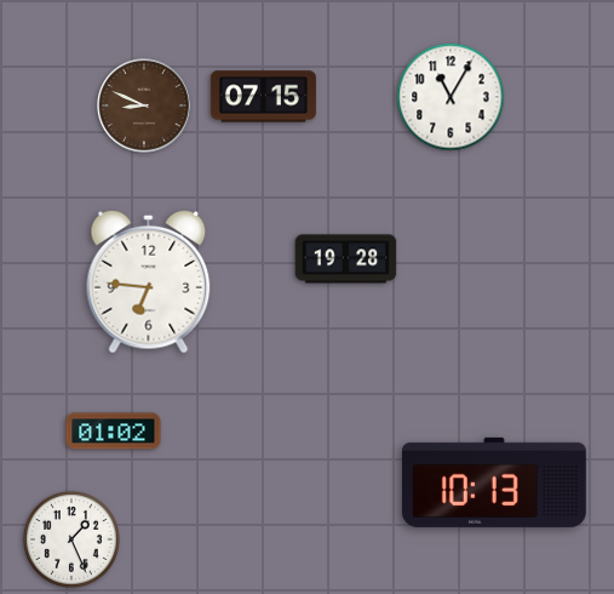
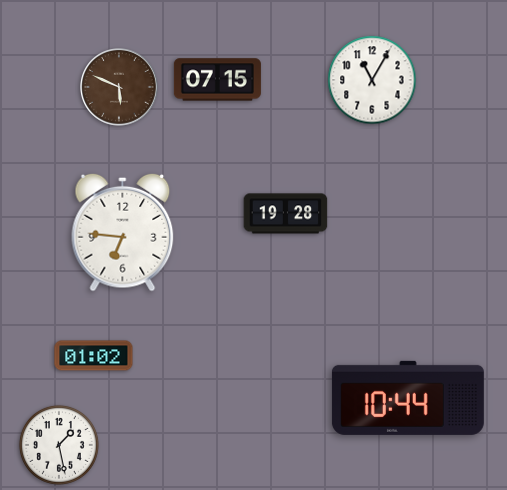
clock at (145, 107): 8:49 -> 5:49
clock at (494, 482): 10:13 -> 10:44
clock at (71, 539): 1:26 -> 1:28
